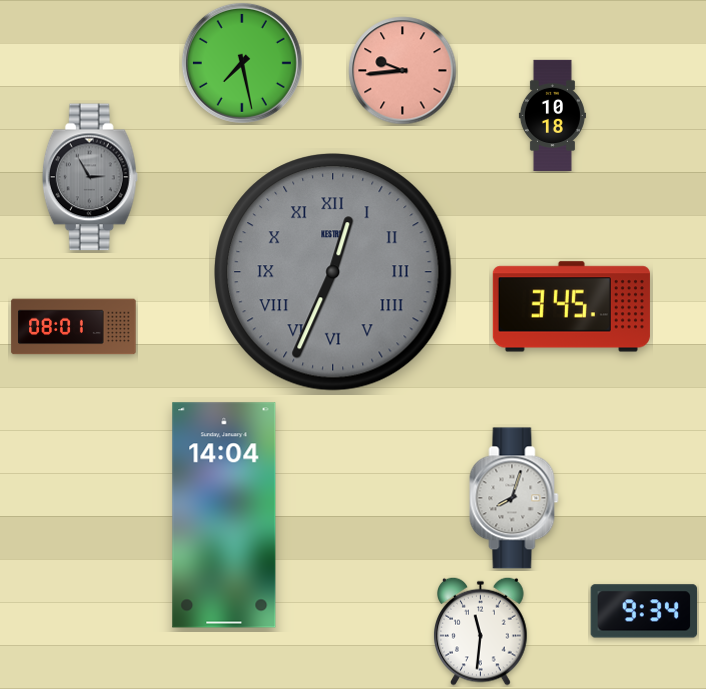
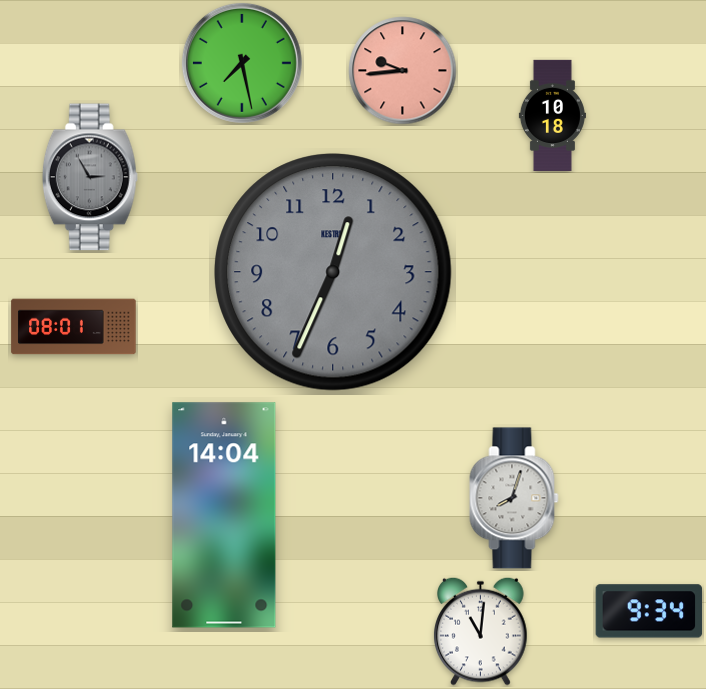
clock at (333, 272) numerals: Roman -> Arabic
clock at (571, 307): 3:45 -> none
clock at (644, 611) position: (644, 611) -> (649, 611)
clock at (481, 631): 11:31 -> 11:01
